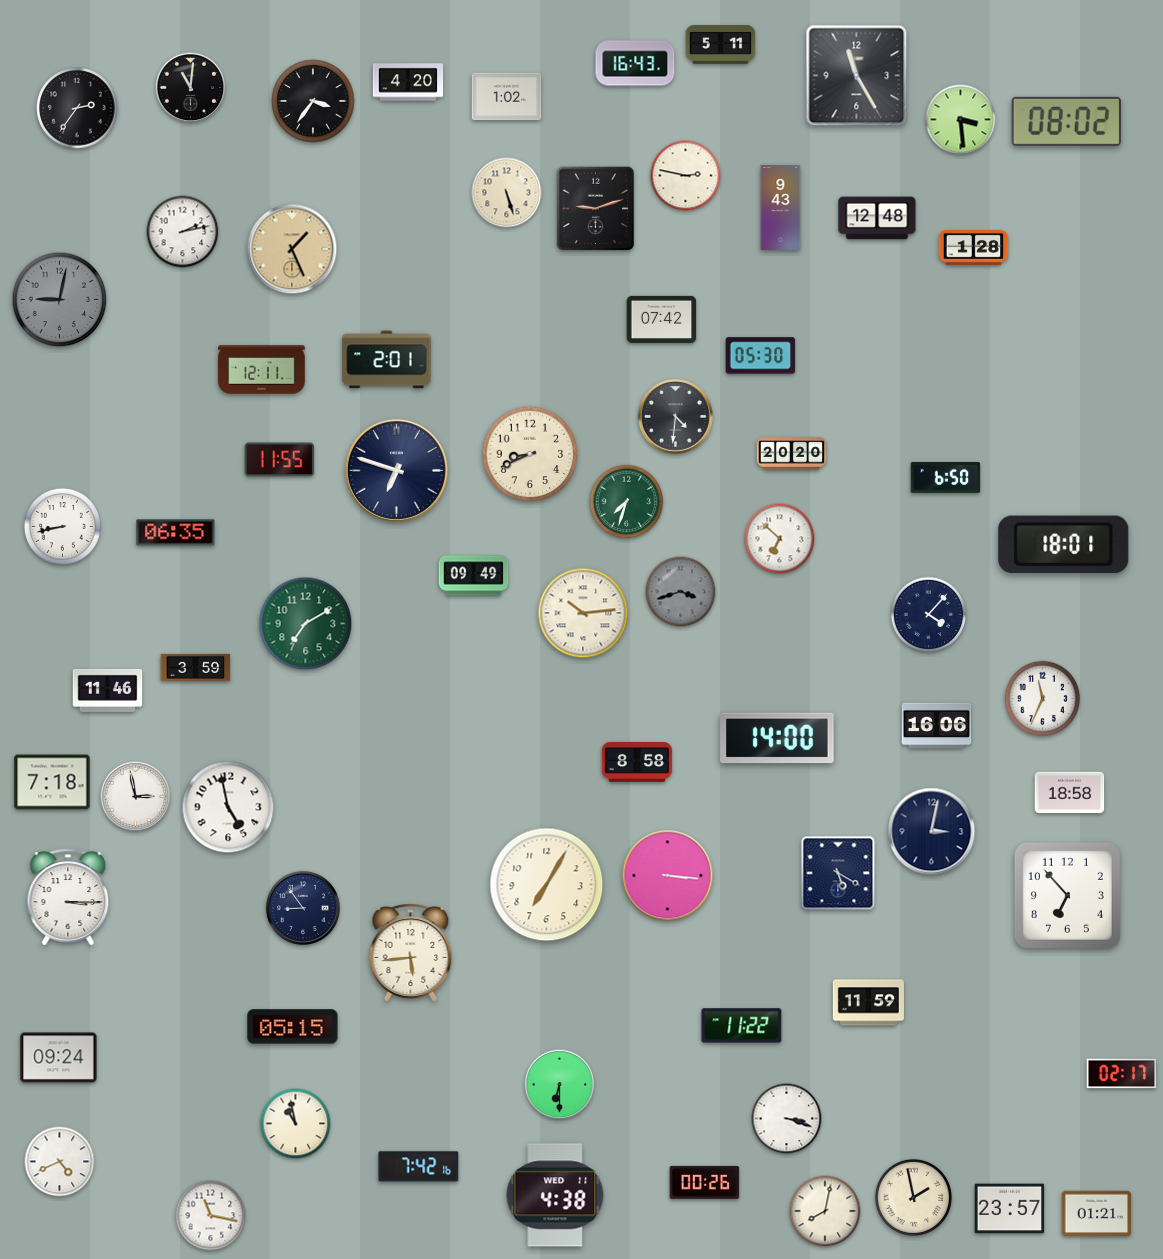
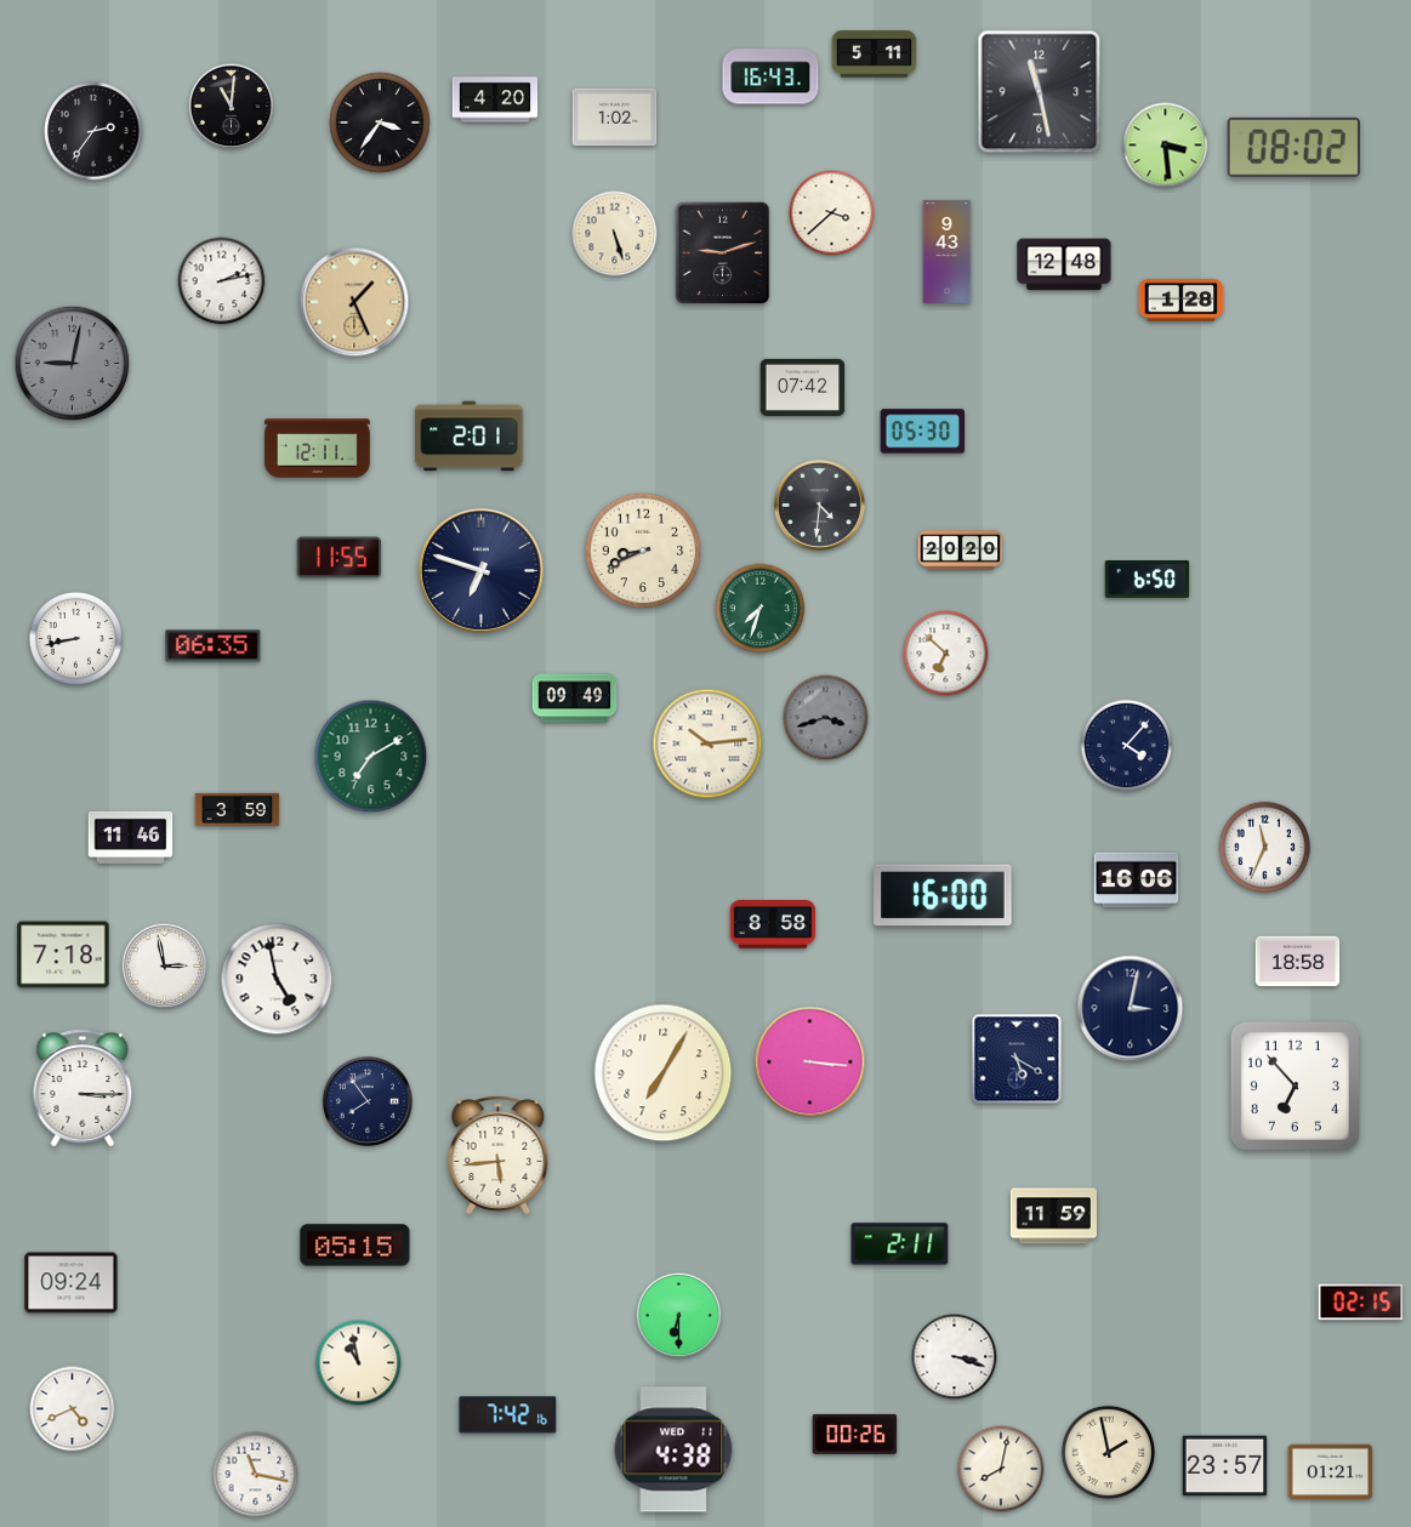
clock at (857, 76): 11:25 -> 11:28
clock at (686, 176): 2:47 -> 3:38
clock at (1064, 544): 18:01 -> none
clock at (777, 738): 14:00 -> 16:00
clock at (52, 782) position: (52, 782) -> (63, 955)
clock at (303, 908): 8:54 -> 7:54
clock at (742, 1026): 11:22 -> 2:11
clock at (1122, 1074): 02:17 -> 02:15
